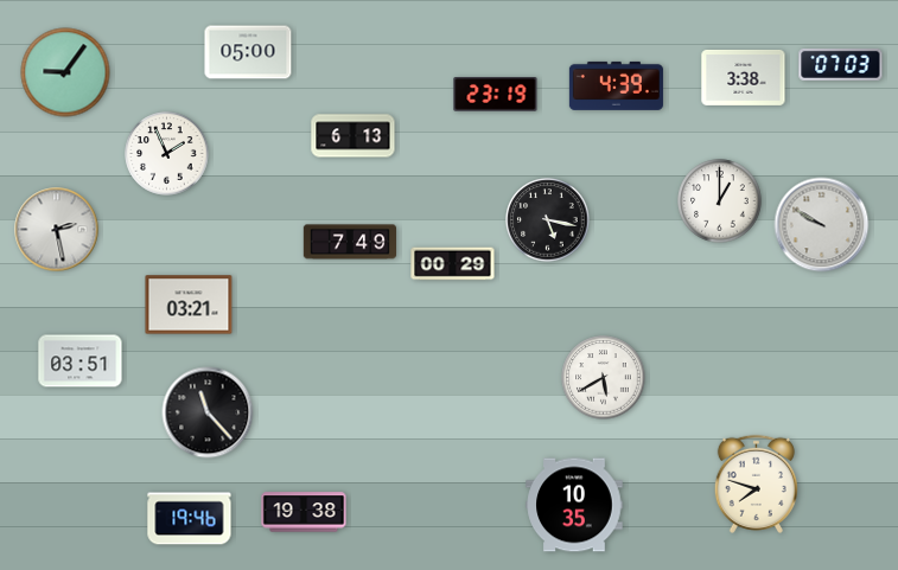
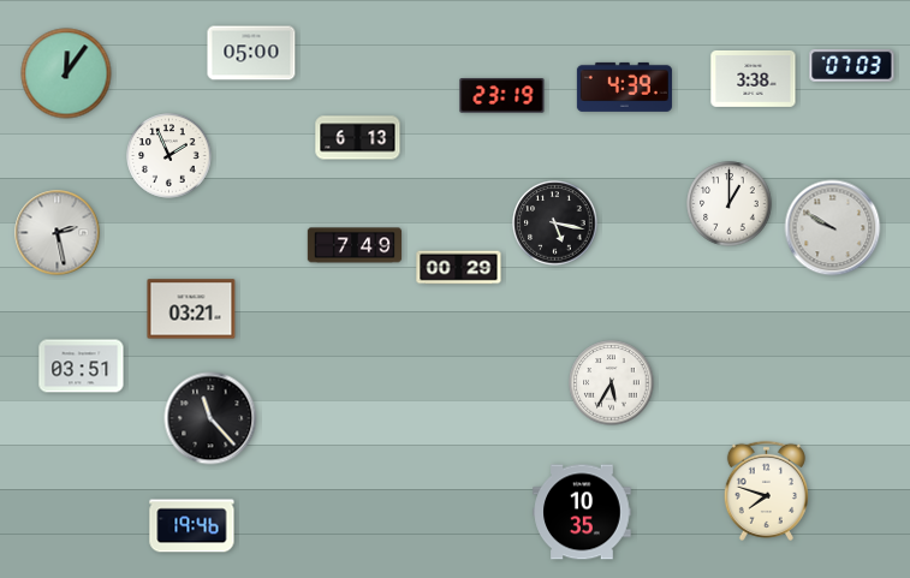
clock at (65, 72): 9:06 -> 12:06
clock at (604, 378): 5:40 -> 5:35
clock at (304, 512): 19:38 -> none
